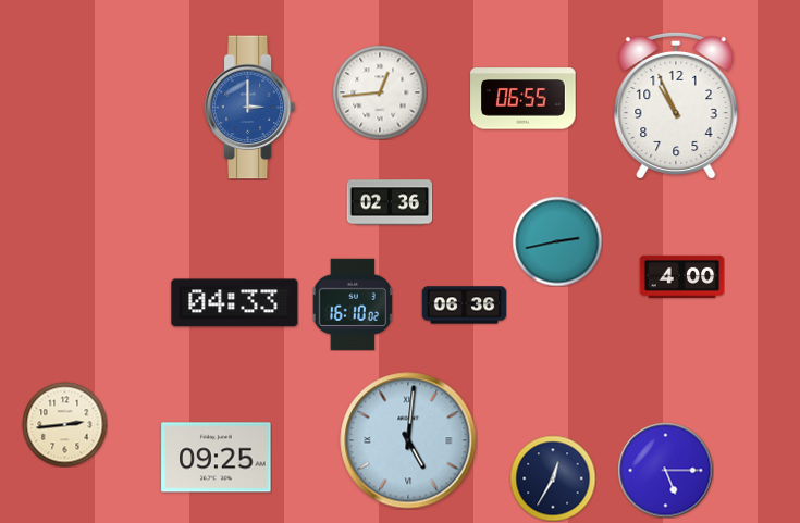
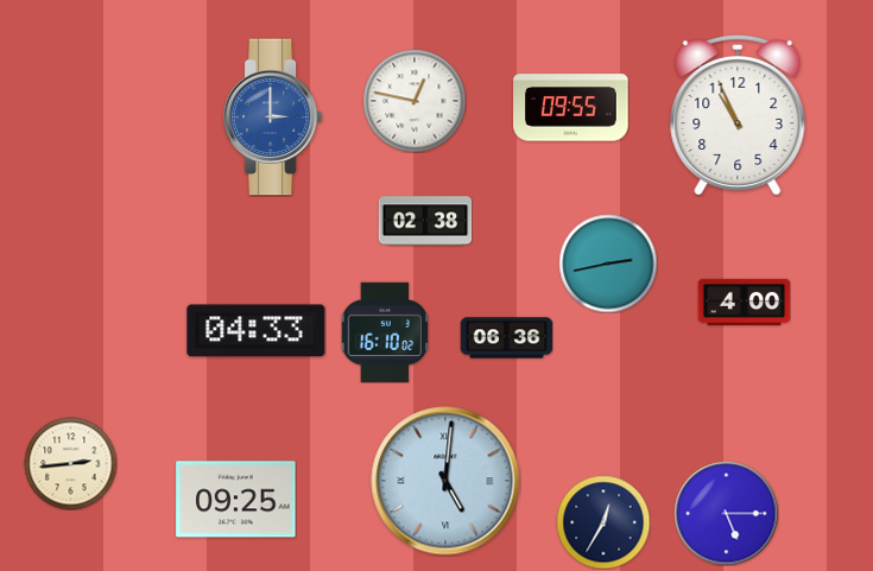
clock at (380, 92): 12:44 -> 12:47
clock at (524, 99): 06:55 -> 09:55
clock at (390, 202): 02:36 -> 02:38
clock at (464, 306) position: (464, 306) -> (506, 338)
